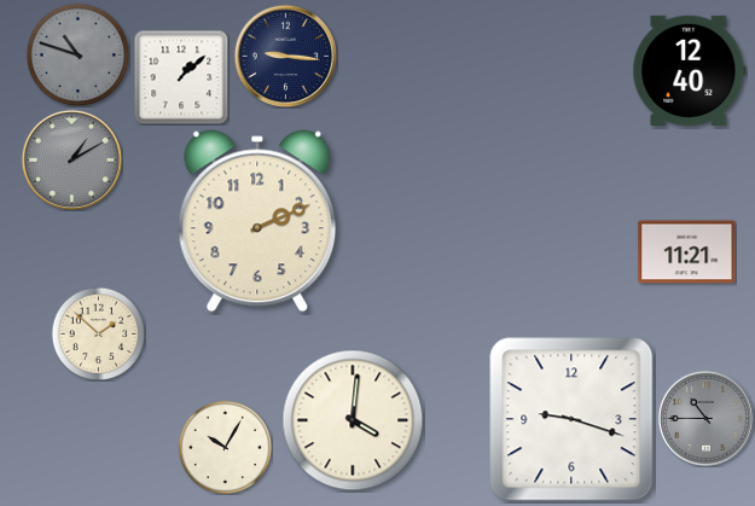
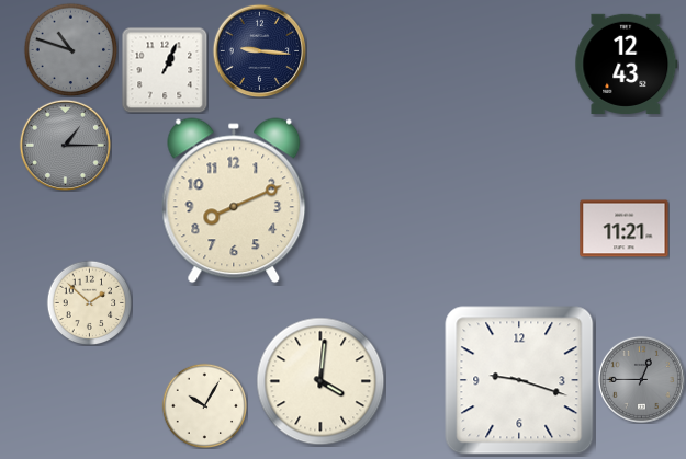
clock at (690, 70): 12:40 -> 12:43
clock at (181, 77): 1:08 -> 1:04
clock at (71, 159): 1:10 -> 1:15
clock at (257, 221): 2:11 -> 8:11
clock at (705, 418): 10:45 -> 12:45
